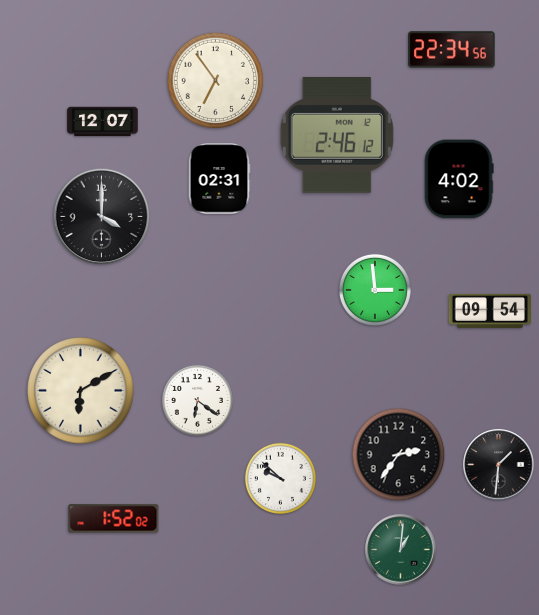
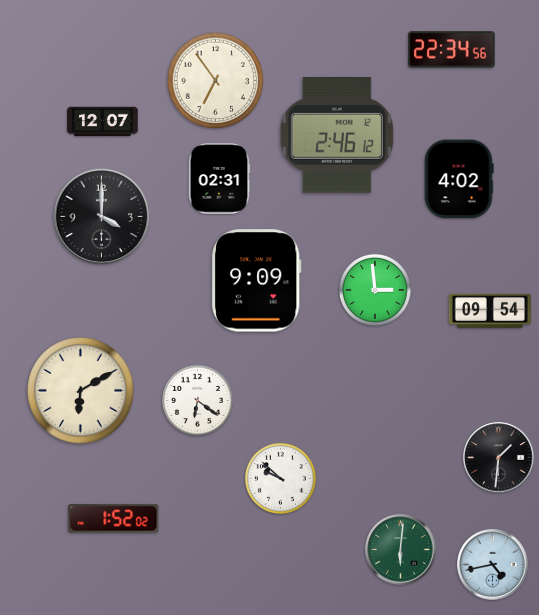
clock at (256, 281): none -> 9:09
clock at (399, 455): 2:36 -> none
clock at (499, 465) position: (499, 465) -> (499, 458)
clock at (401, 550): 1:01 -> 6:01
clock at (493, 565): none -> 4:43
